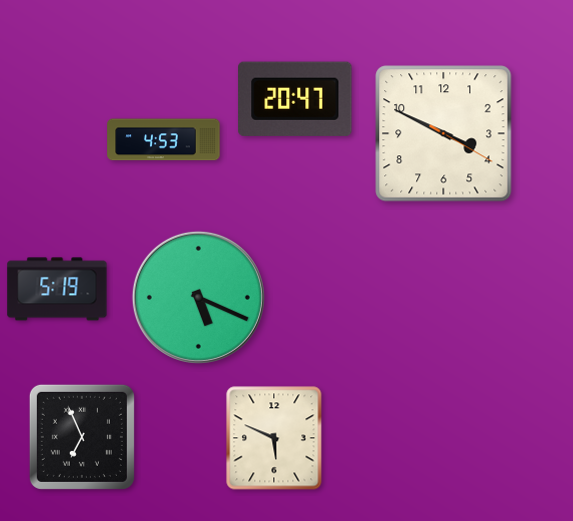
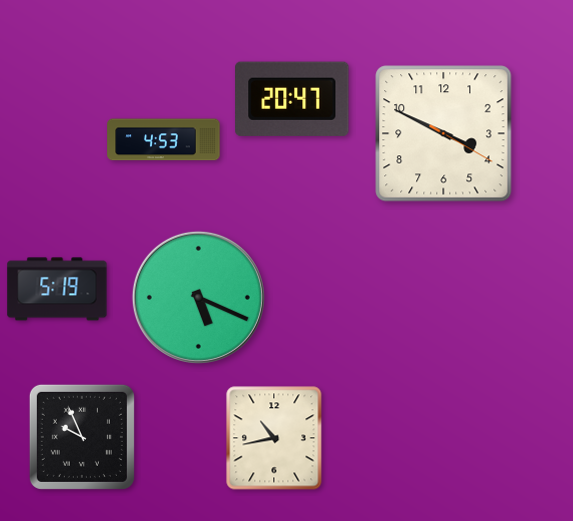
clock at (295, 99) position: (295, 99) -> (292, 99)
clock at (82, 437): 6:56 -> 9:56
clock at (274, 438): 5:49 -> 10:43
